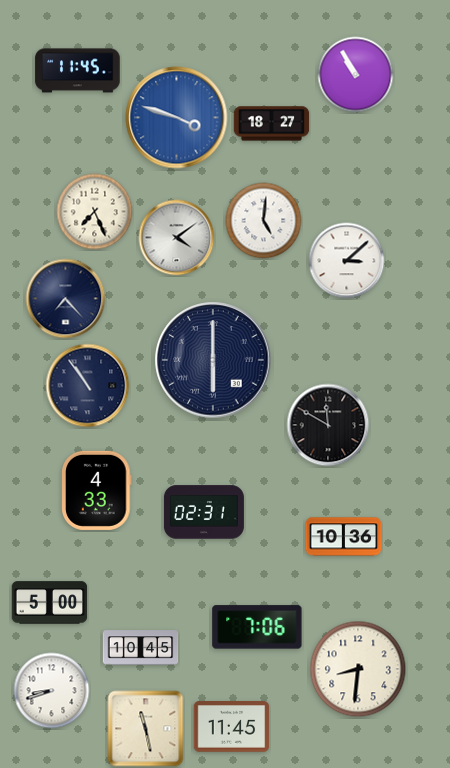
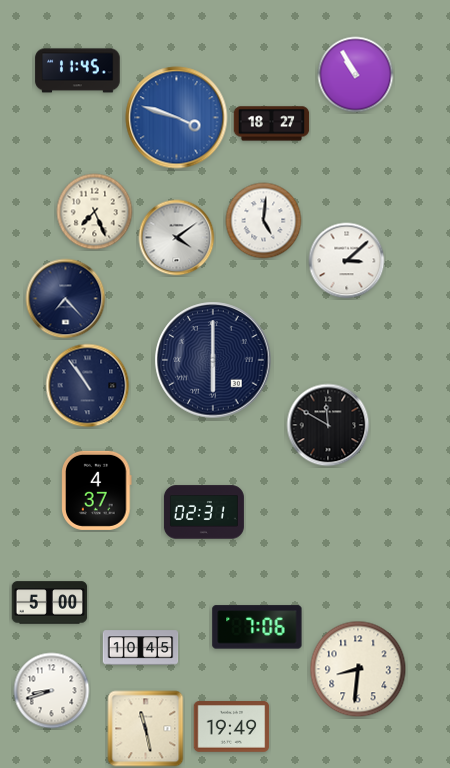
clock at (97, 490): 4:33 -> 4:37
clock at (344, 537): 10:36 -> none
clock at (232, 727): 11:45 -> 19:49
